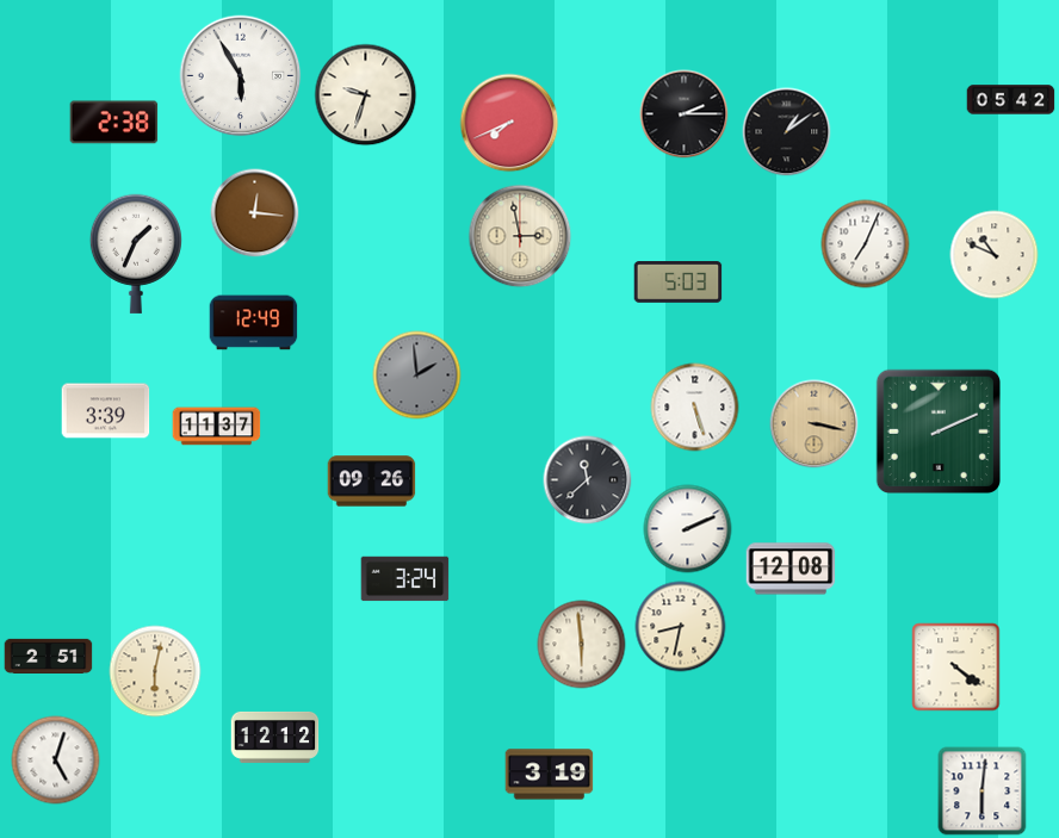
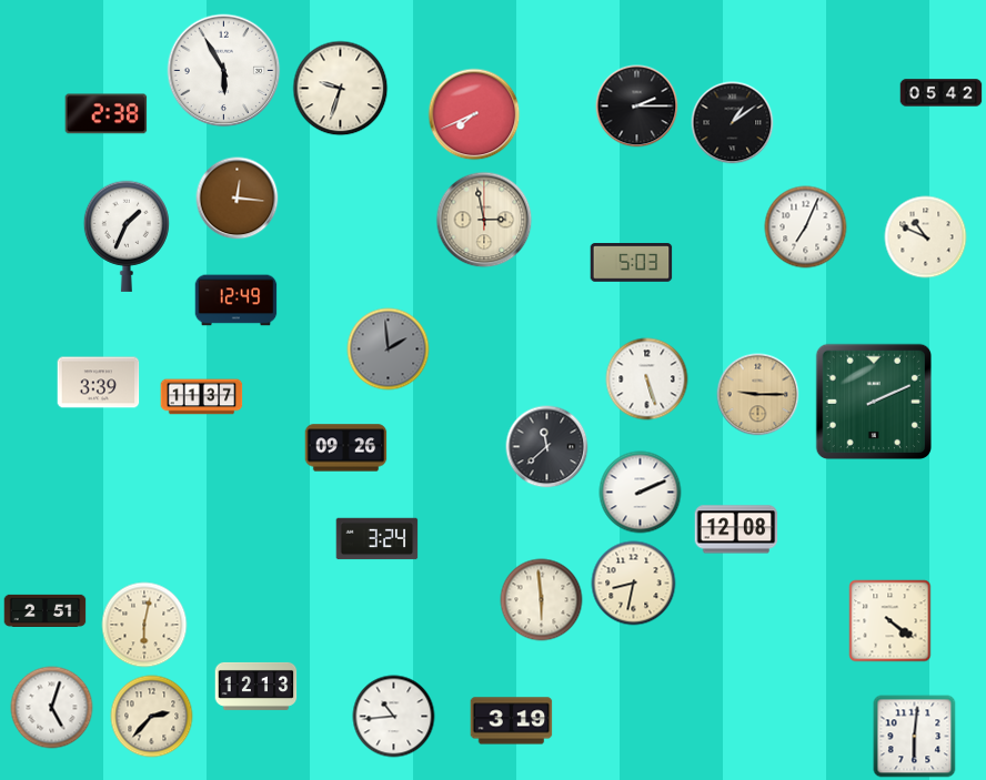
clock at (815, 424): 3:17 -> 9:15
clock at (275, 737): 12:12 -> 12:13
clock at (152, 717): none -> 2:37
clock at (394, 717): none -> 10:44
